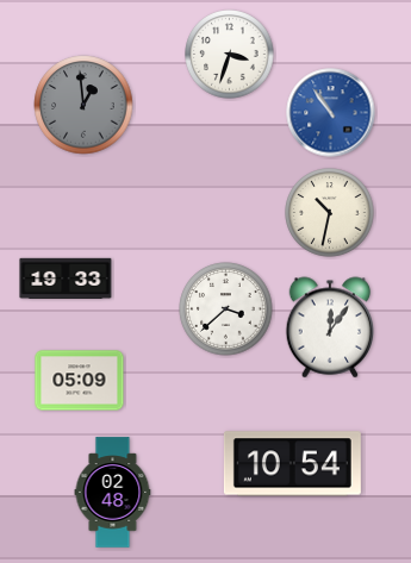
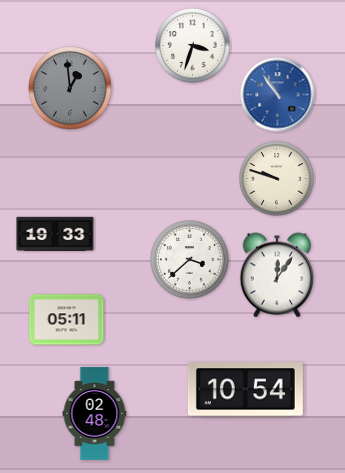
clock at (330, 213): 10:32 -> 9:48
clock at (80, 381): 05:09 -> 05:11
